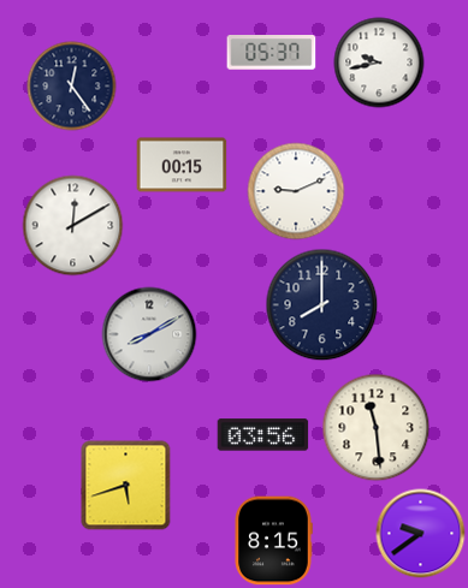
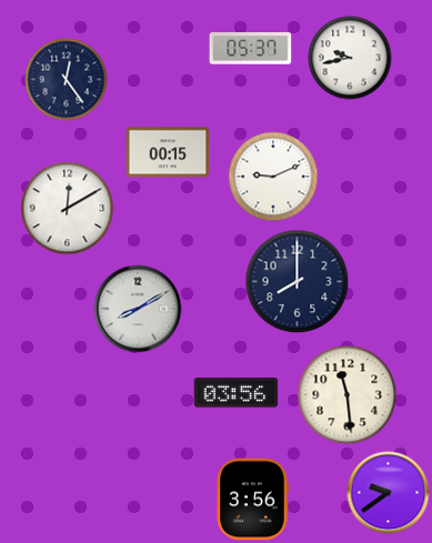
clock at (263, 435) position: (263, 435) -> (237, 393)
clock at (126, 486): 5:42 -> none
clock at (273, 541): 8:15 -> 3:56
